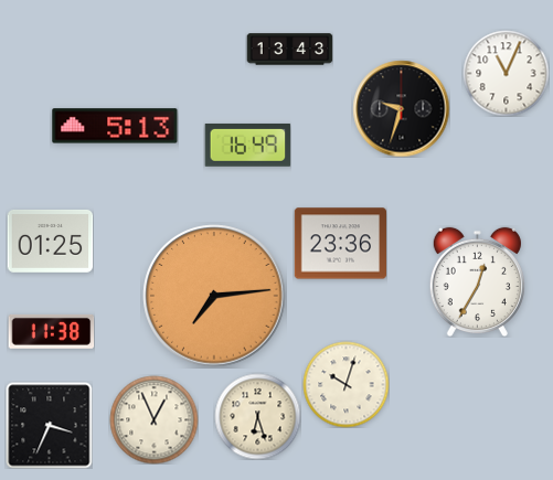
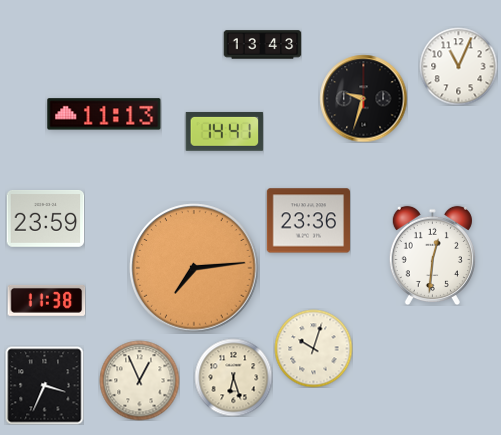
clock at (115, 126): 5:13 -> 11:13
clock at (247, 145): 16:49 -> 14:41
clock at (50, 241): 01:25 -> 23:59
clock at (477, 281): 12:35 -> 12:31
